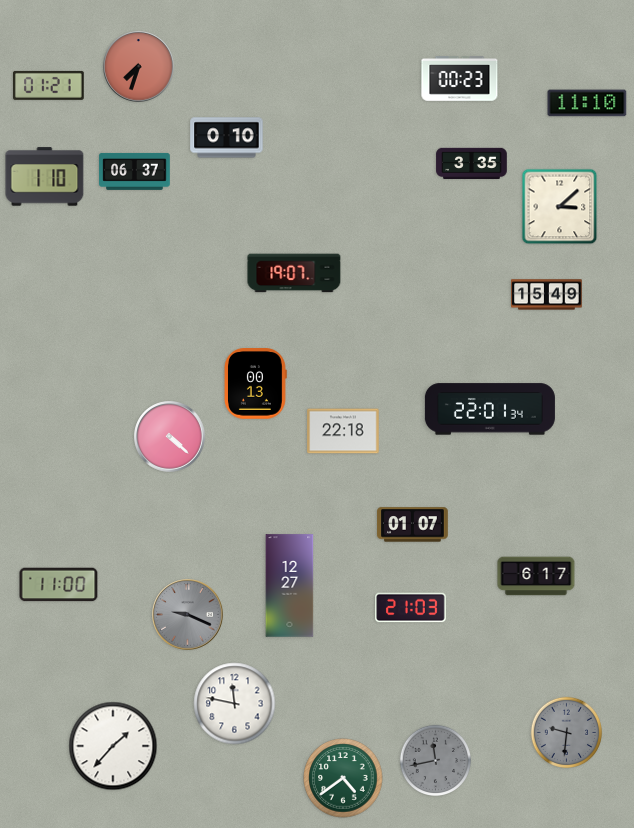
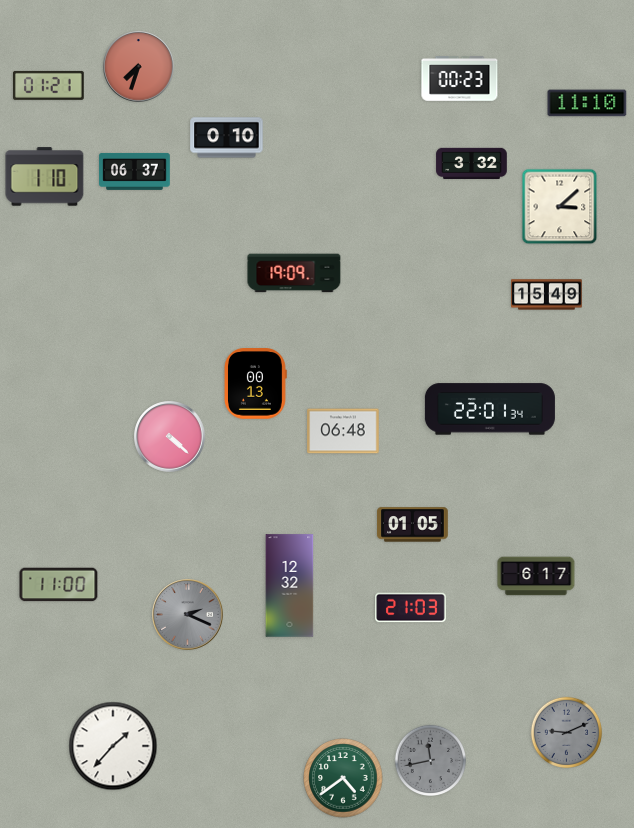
clock at (472, 164): 3:35 -> 3:32
clock at (294, 273): 19:07 -> 19:09
clock at (343, 431): 22:18 -> 06:48
clock at (413, 525): 01:07 -> 01:05
clock at (290, 586): 12:27 -> 12:32
clock at (188, 615): 9:19 -> 2:19
clock at (235, 704): 11:47 -> none
clock at (566, 732): 9:31 -> 9:11
clock at (435, 760) position: (435, 760) -> (430, 760)
